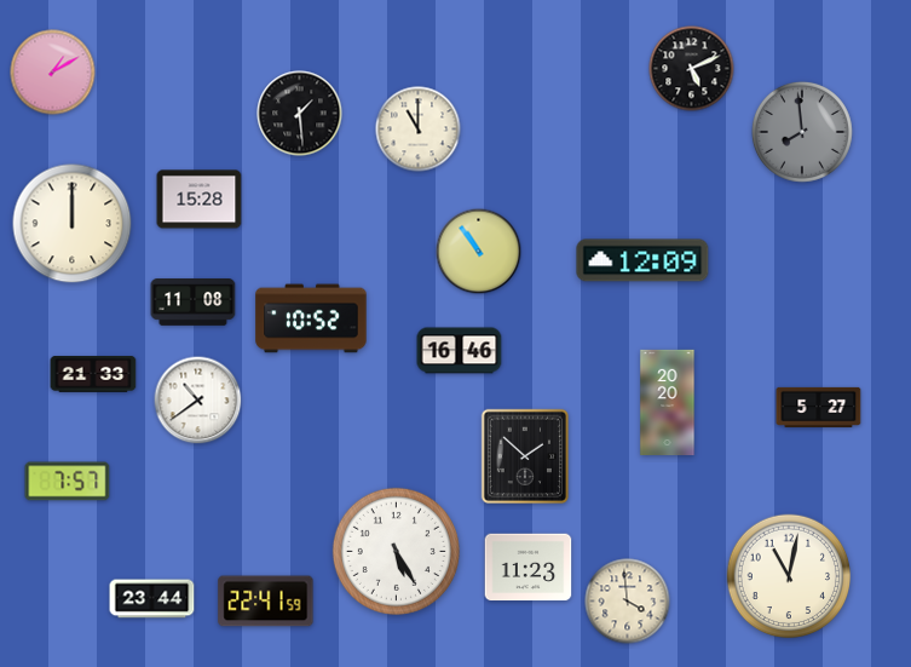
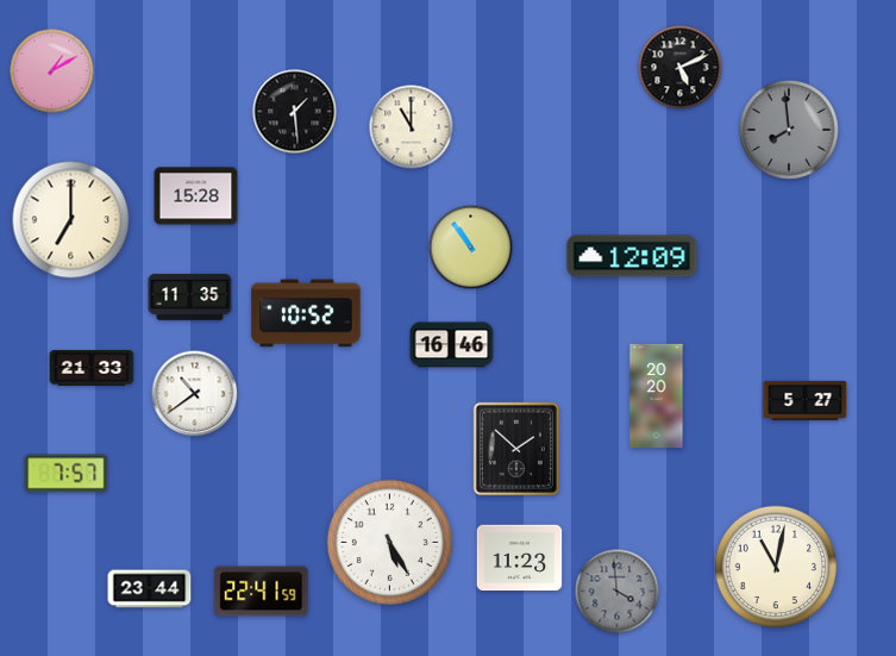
clock at (73, 224): 12:00 -> 7:00
clock at (194, 303): 11:08 -> 11:35
clock at (628, 602) dial: cream -> grey
